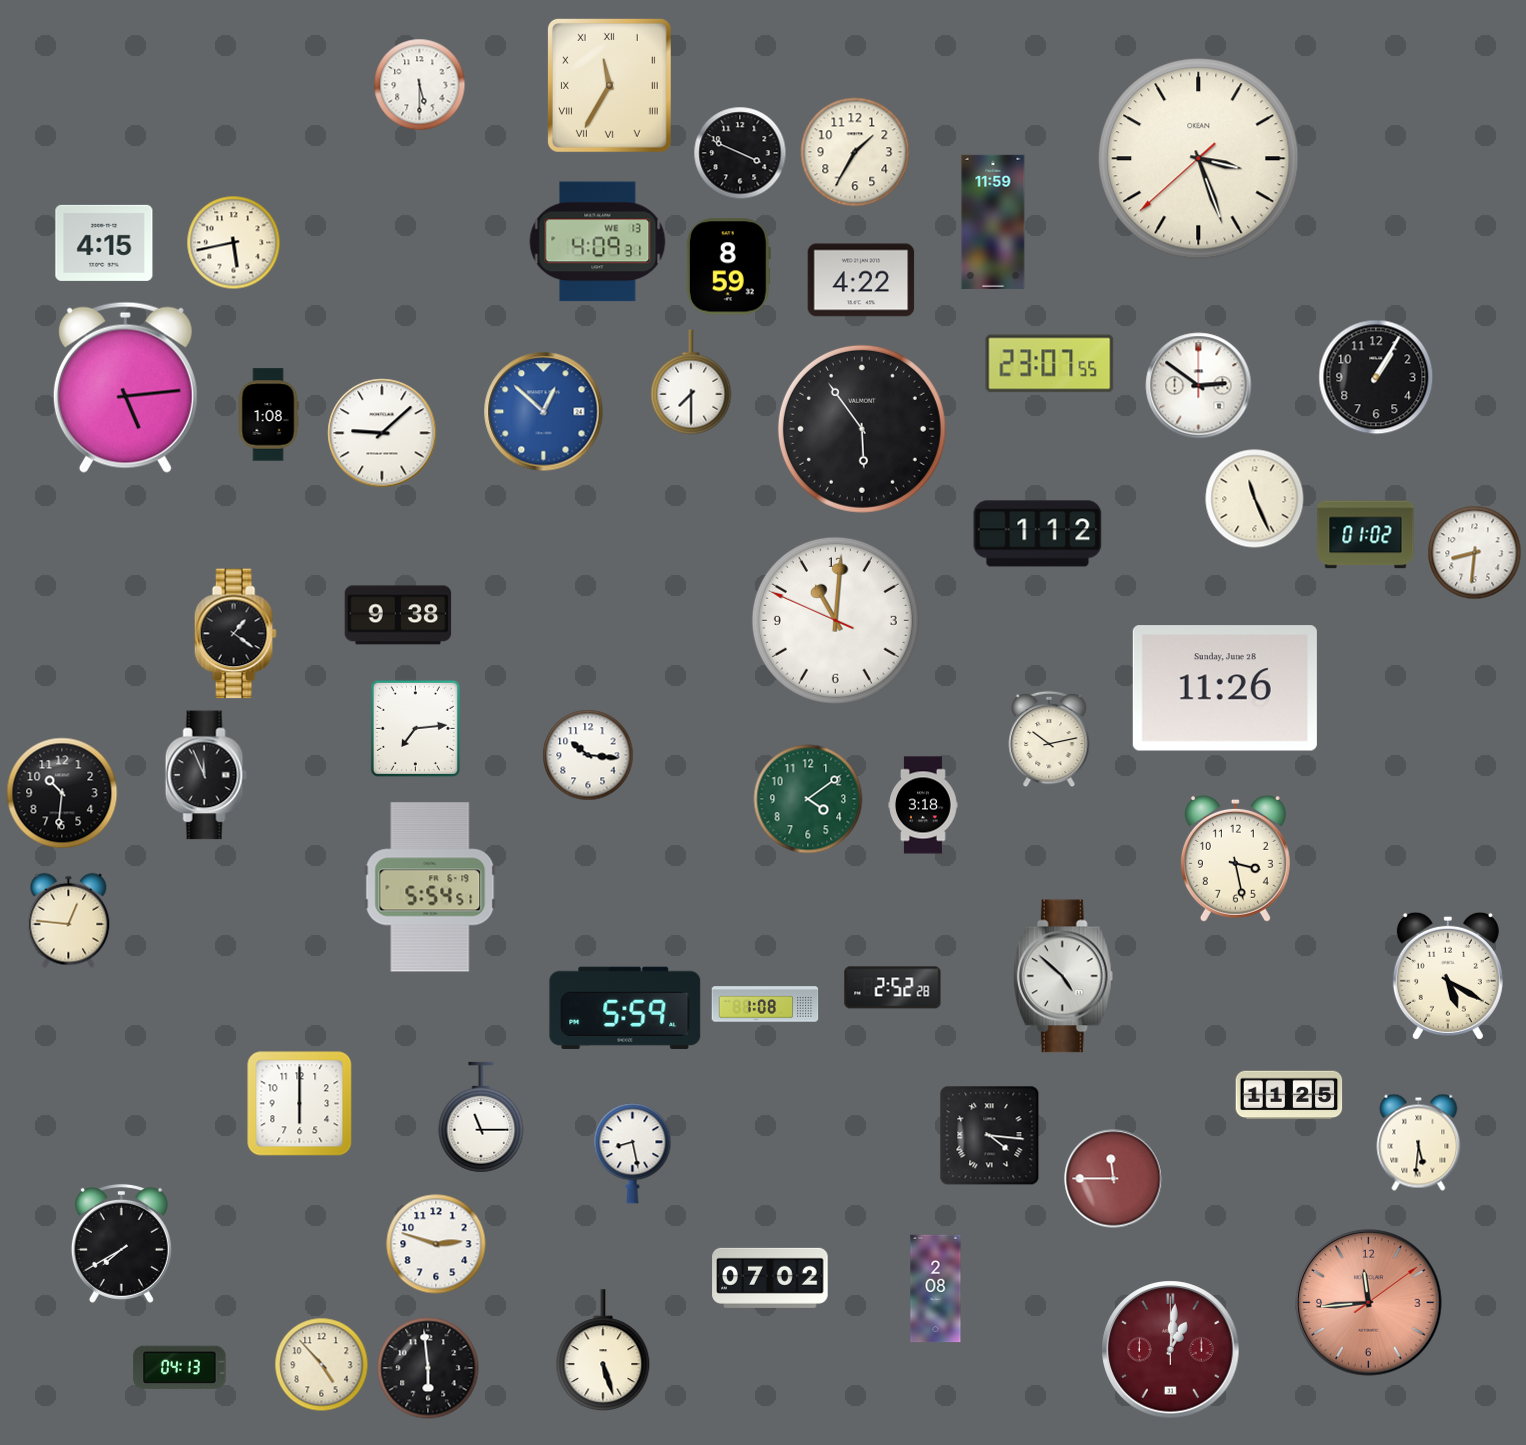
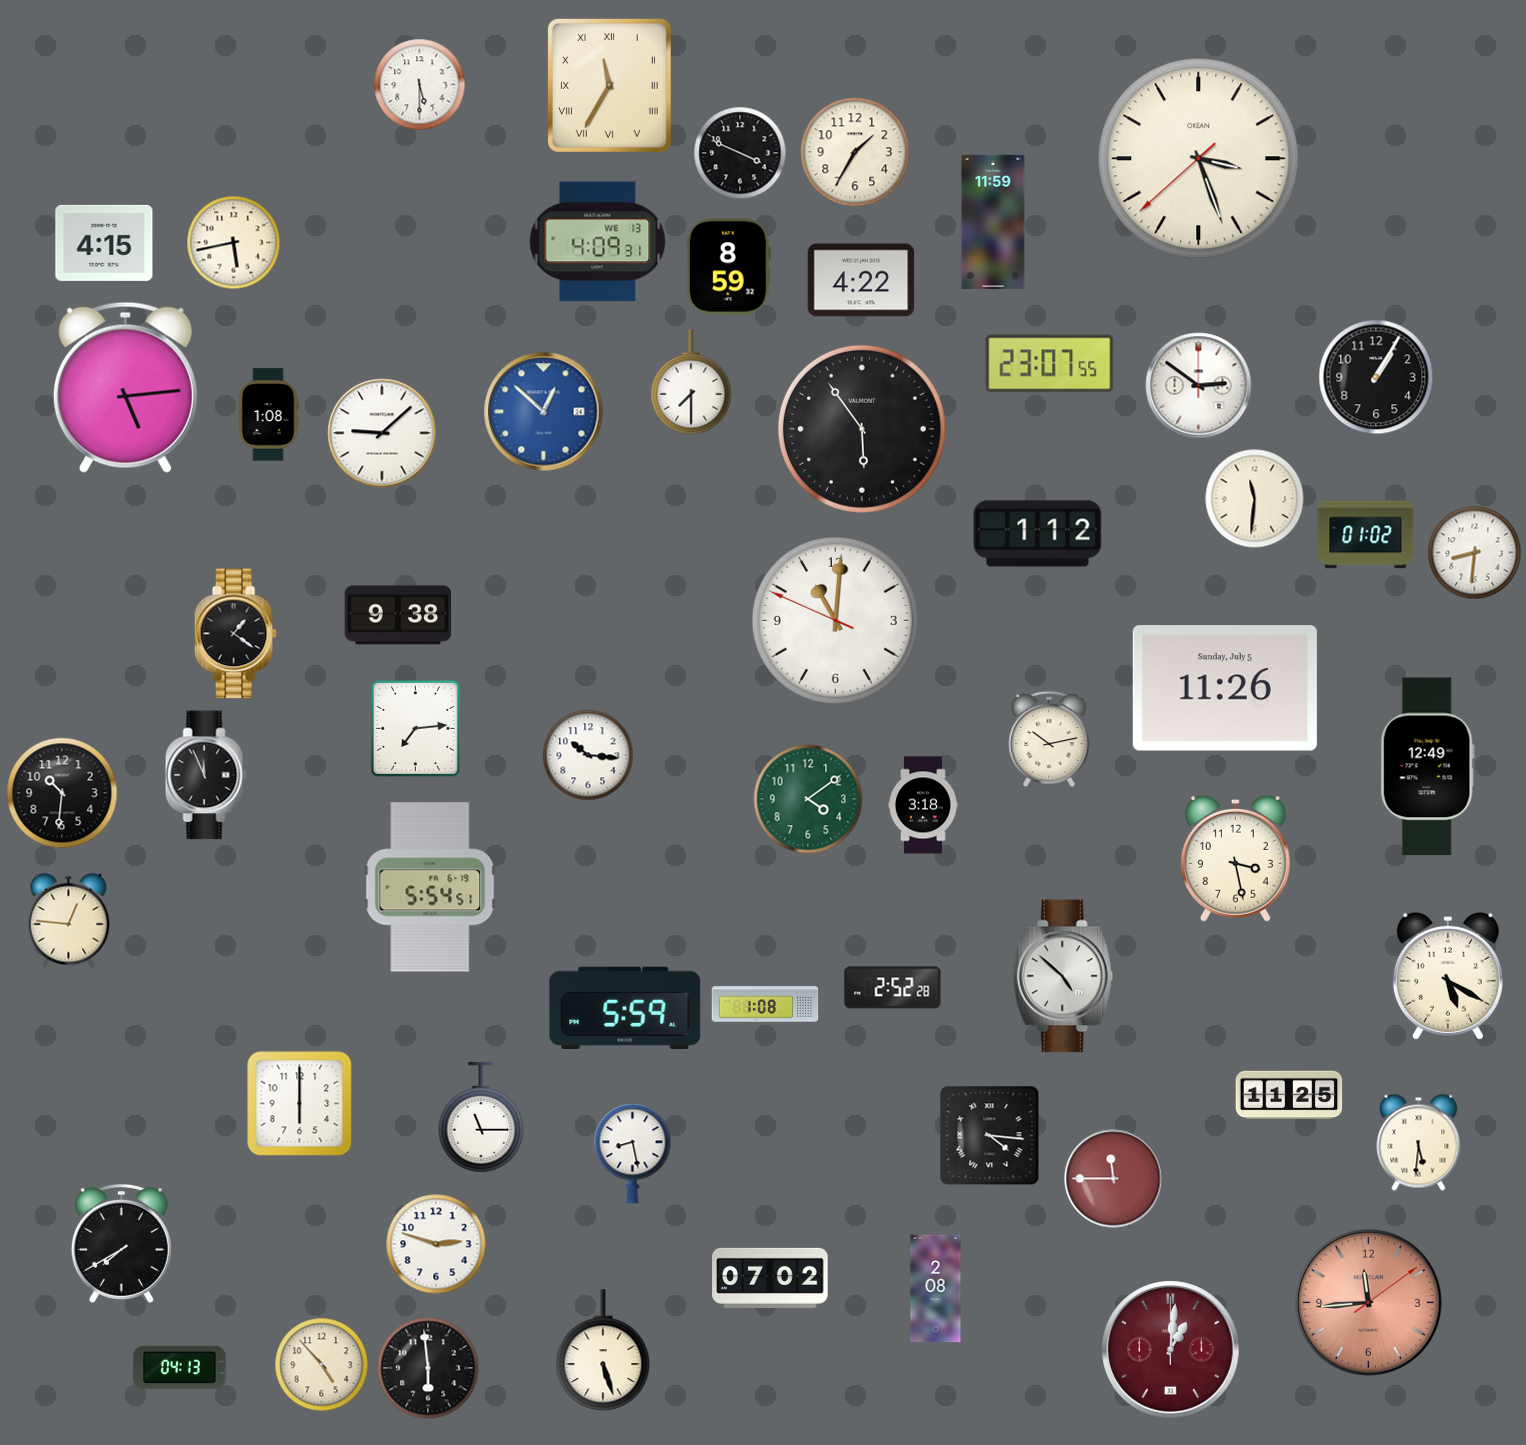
clock at (1255, 499): 11:26 -> 11:31
clock at (1225, 688) date: Sunday, June 28 -> Sunday, July 5
clock at (1427, 767): none -> 12:49
